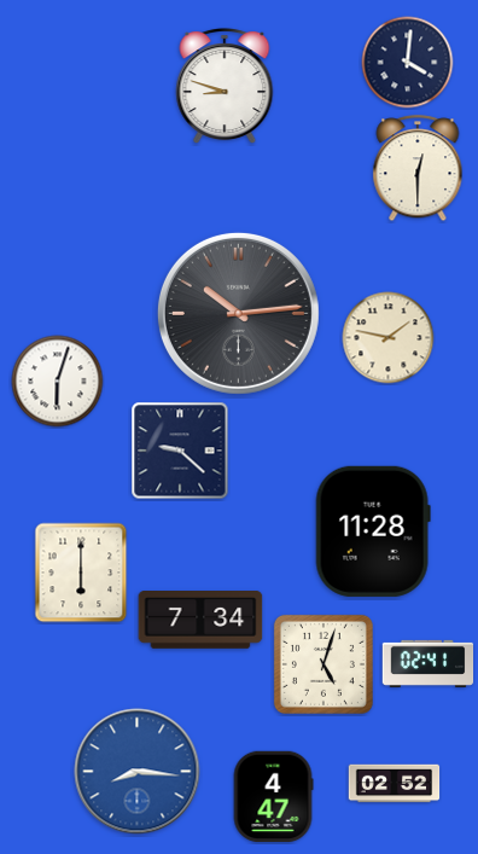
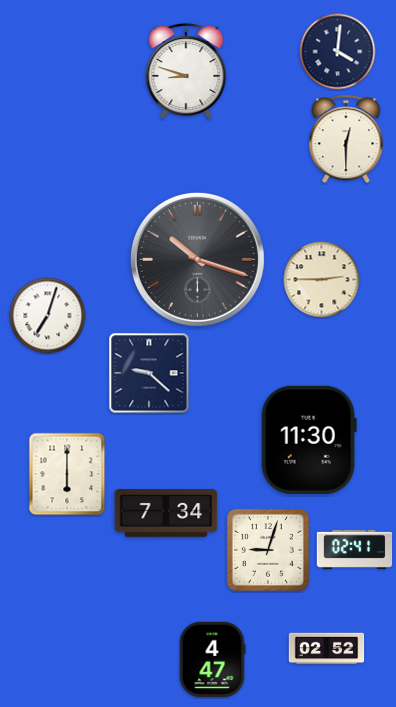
clock at (238, 313): 10:14 -> 10:18
clock at (389, 338): 1:47 -> 2:45
clock at (58, 382): 6:03 -> 7:03
clock at (373, 531): 11:28 -> 11:30
clock at (323, 664): 5:03 -> 9:03
clock at (138, 772): 8:16 -> none
clock at (273, 797) position: (273, 797) -> (212, 660)
